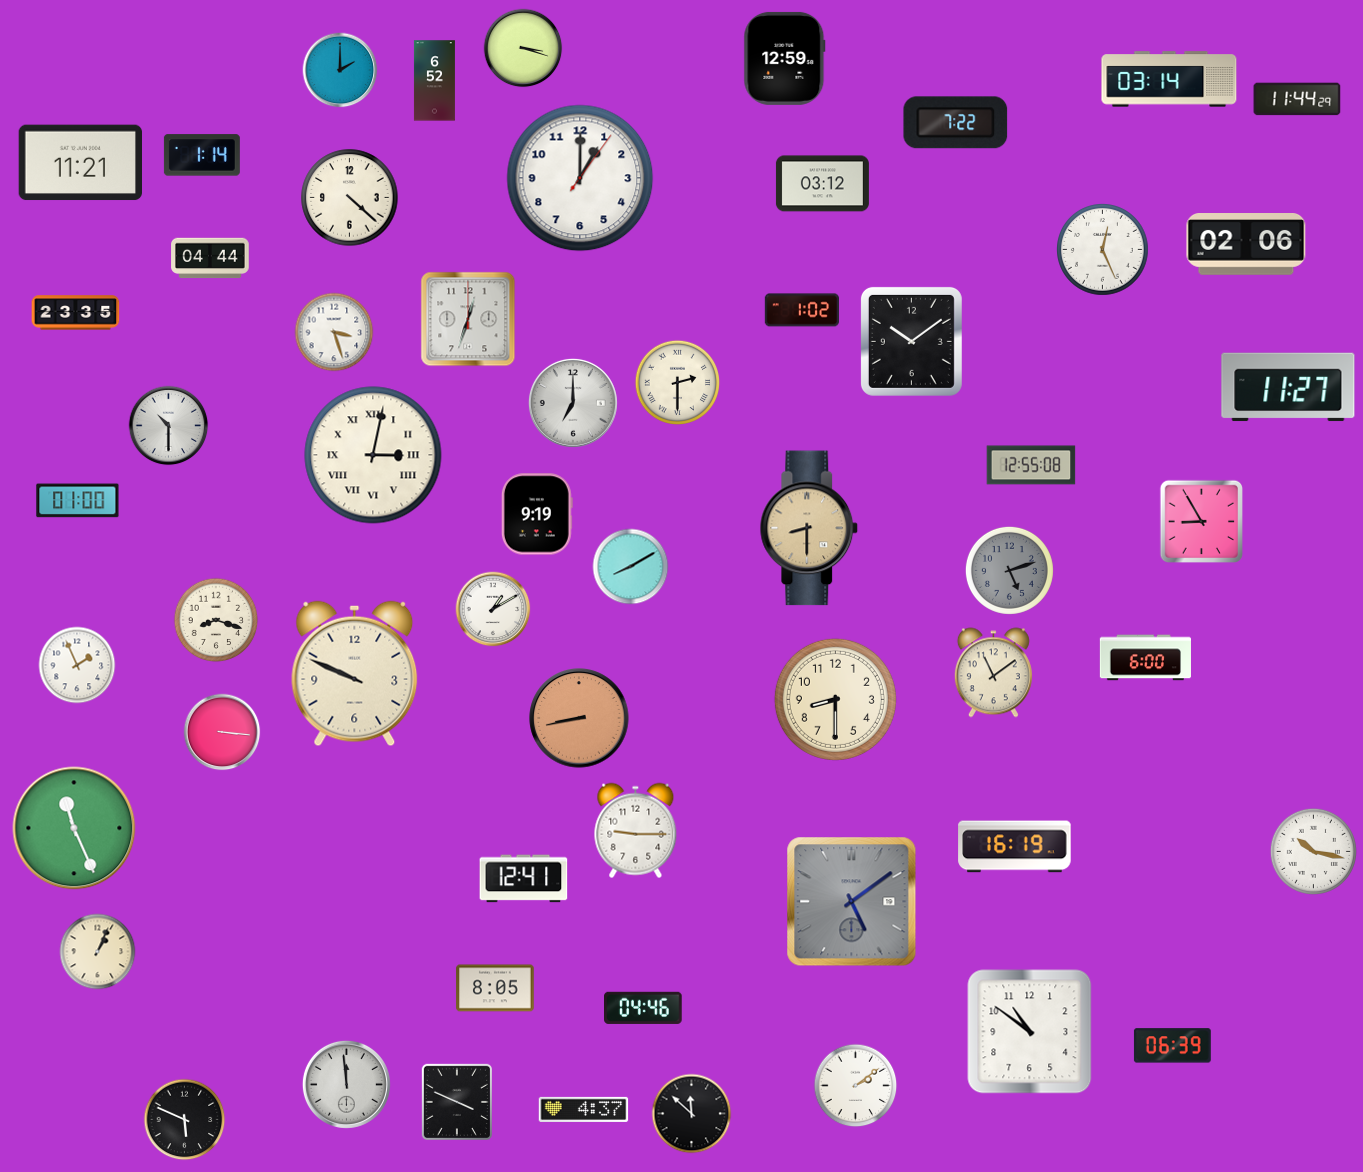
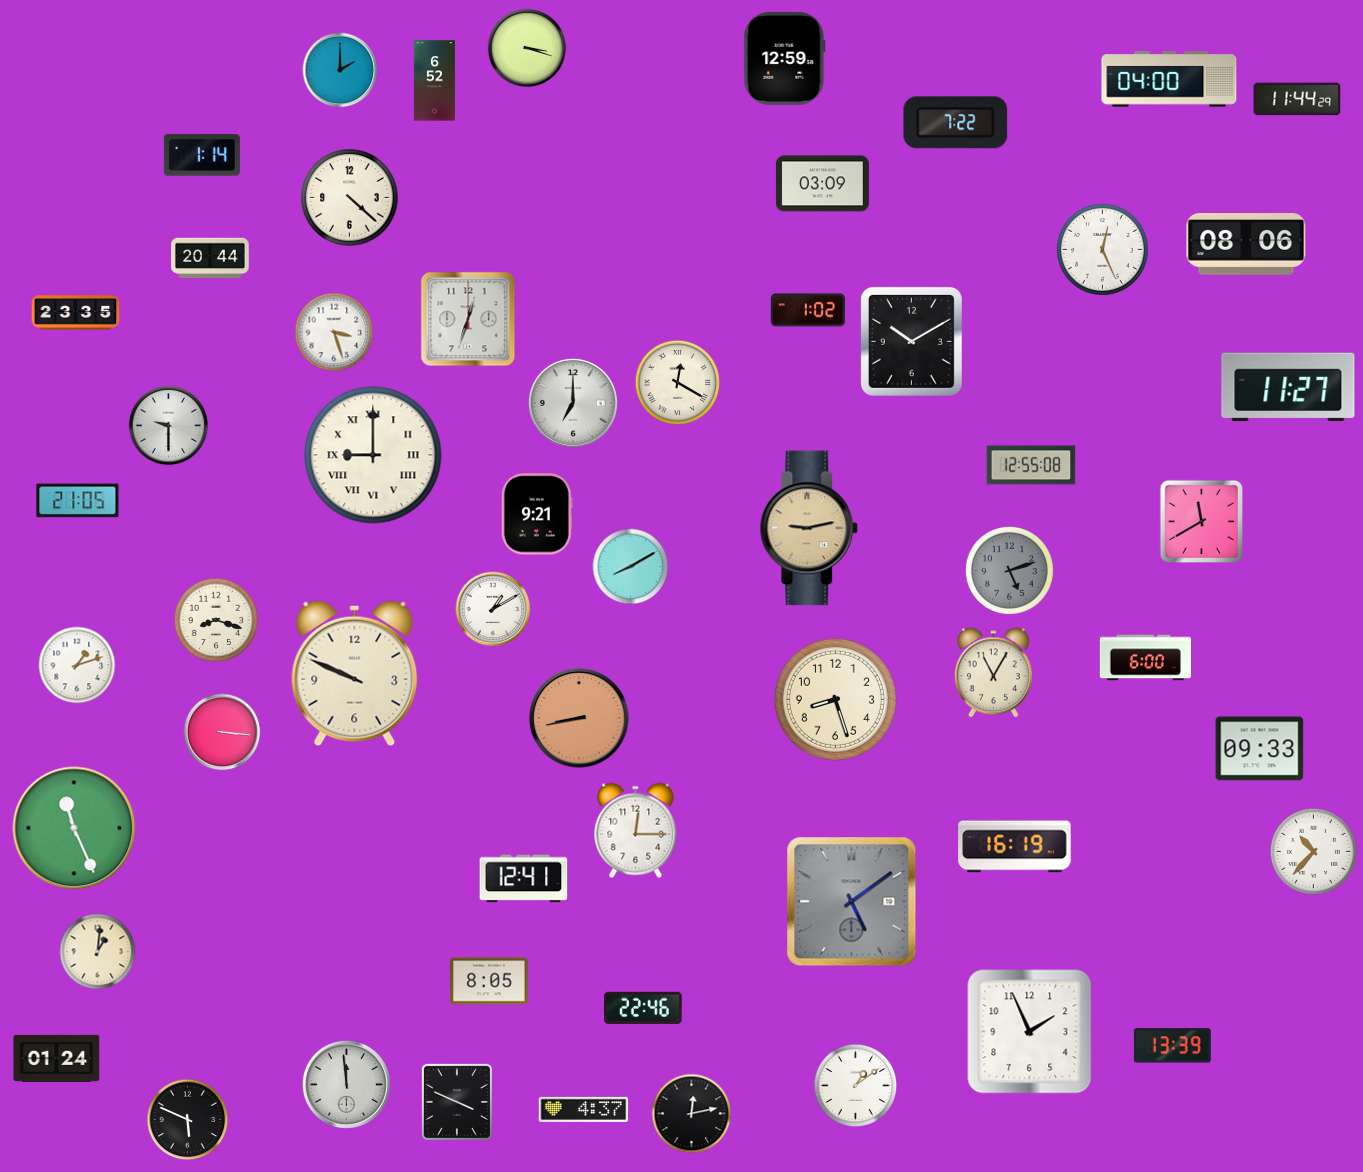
clock at (523, 48) position: (523, 48) -> (527, 48)
clock at (1169, 79): 03:14 -> 04:00
clock at (80, 163): 11:21 -> none
clock at (580, 178): 1:00 -> none
clock at (822, 184): 03:12 -> 03:09
clock at (1246, 245): 02:06 -> 08:06
clock at (210, 258): 04:44 -> 20:44
clock at (802, 310) position: (802, 310) -> (808, 310)
clock at (911, 341): 10:09 -> 10:10
clock at (678, 383): 2:30 -> 12:20
clock at (169, 426): 10:30 -> 9:30
clock at (373, 455): 3:02 -> 9:00
clock at (78, 501): 01:00 -> 21:05
clock at (537, 514): 9:19 -> 9:21
clock at (1202, 522): 8:55 -> 11:40
clock at (809, 528): 8:30 -> 9:13
clock at (77, 665): 1:56 -> 1:12
clock at (993, 673): 11:09 -> 11:05
clock at (835, 699): 8:30 -> 8:27
clock at (1260, 749): none -> 09:33
clock at (636, 831): 9:15 -> 12:15
clock at (1313, 851): 10:17 -> 10:37
clock at (98, 952): 1:04 -> 1:01
clock at (495, 988) position: (495, 988) -> (489, 981)
clock at (644, 1008): 04:46 -> 22:46
clock at (1030, 1032): 10:51 -> 1:56
clock at (1172, 1046): 06:39 -> 13:39
clock at (57, 1058): none -> 01:24
clock at (856, 1086): 2:09 -> 1:09
clock at (692, 1114): 11:52 -> 12:13
clock at (185, 1120) position: (185, 1120) -> (188, 1120)
